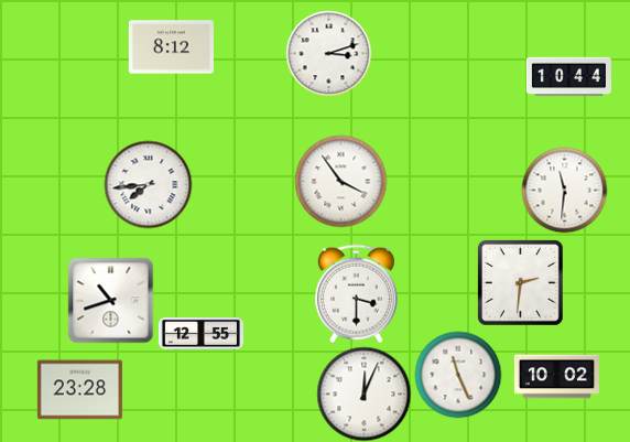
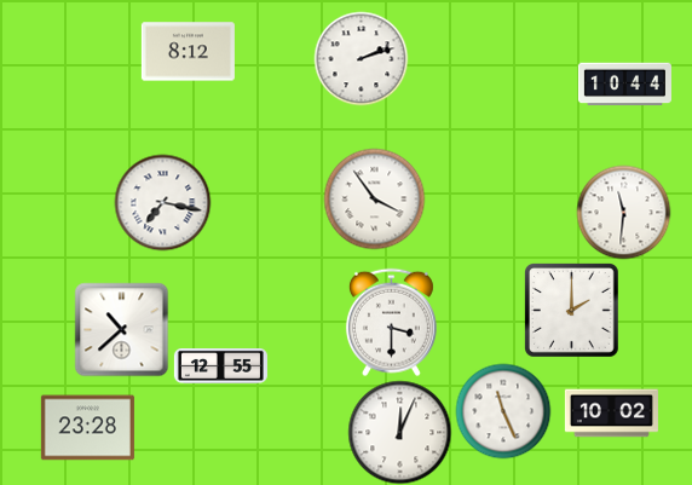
clock at (328, 53): 3:12 -> 2:12
clock at (148, 184): 7:44 -> 7:17
clock at (564, 190) position: (564, 190) -> (623, 212)
clock at (521, 283): 2:31 -> 2:00
clock at (110, 300): 10:42 -> 10:38
